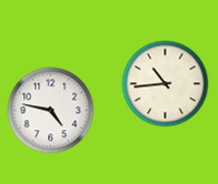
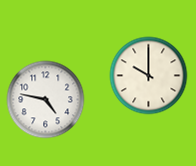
clock at (165, 83): 10:44 -> 10:00
